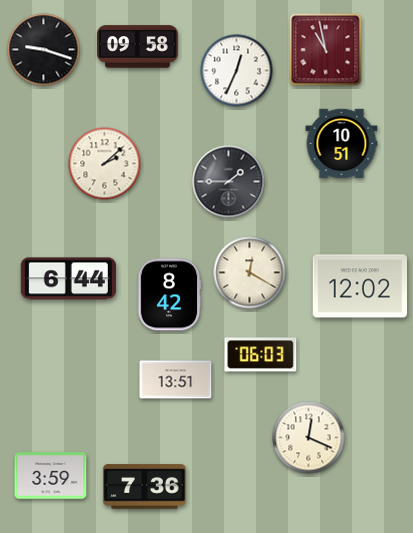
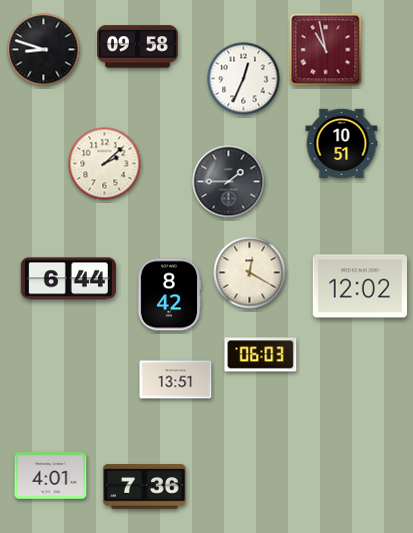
clock at (44, 50): 9:18 -> 8:48
clock at (237, 71) position: (237, 71) -> (244, 79)
clock at (309, 438): 12:19 -> none
clock at (51, 476): 3:59 -> 4:01
